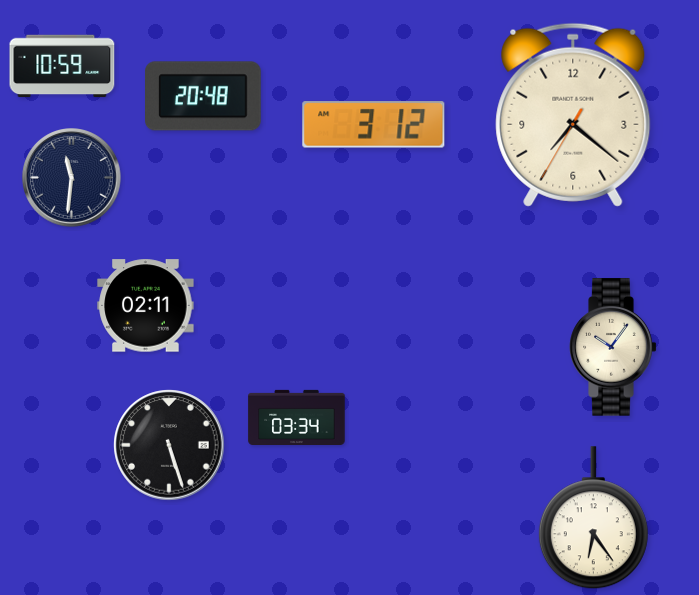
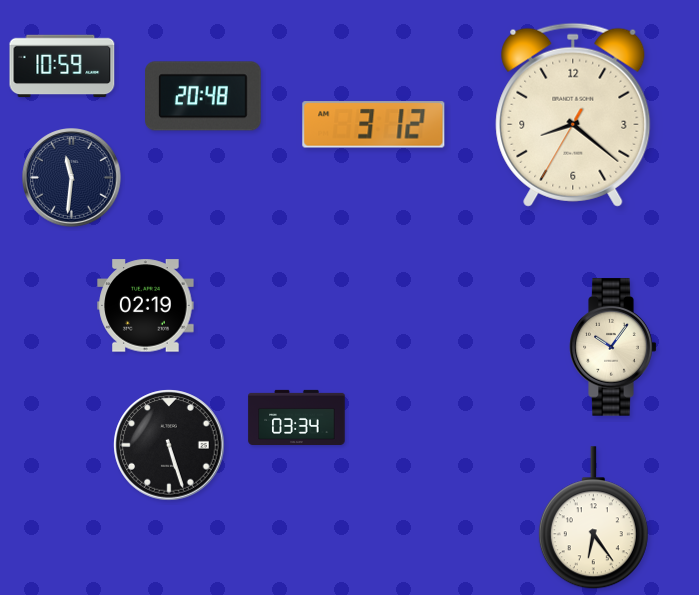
clock at (573, 115): 7:21 -> 8:21
clock at (146, 306): 02:11 -> 02:19
